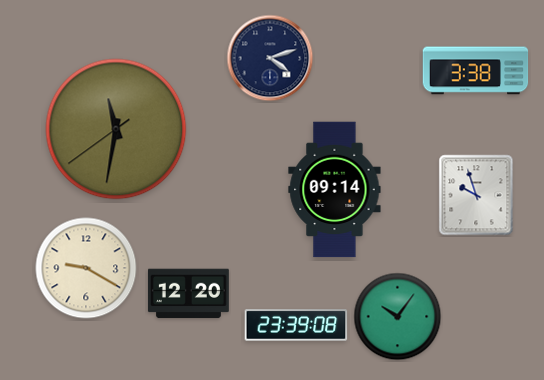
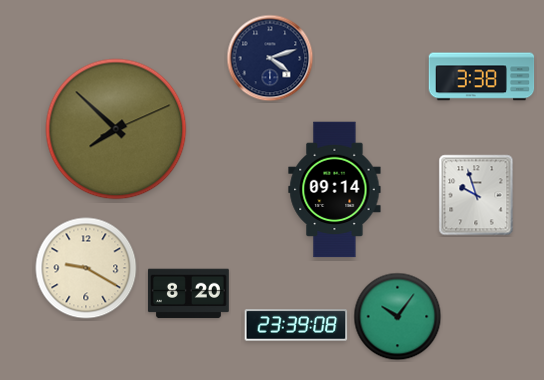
clock at (476, 71) position: (476, 71) -> (482, 77)
clock at (116, 129): 11:31 -> 7:52
clock at (188, 294): 12:20 -> 8:20
